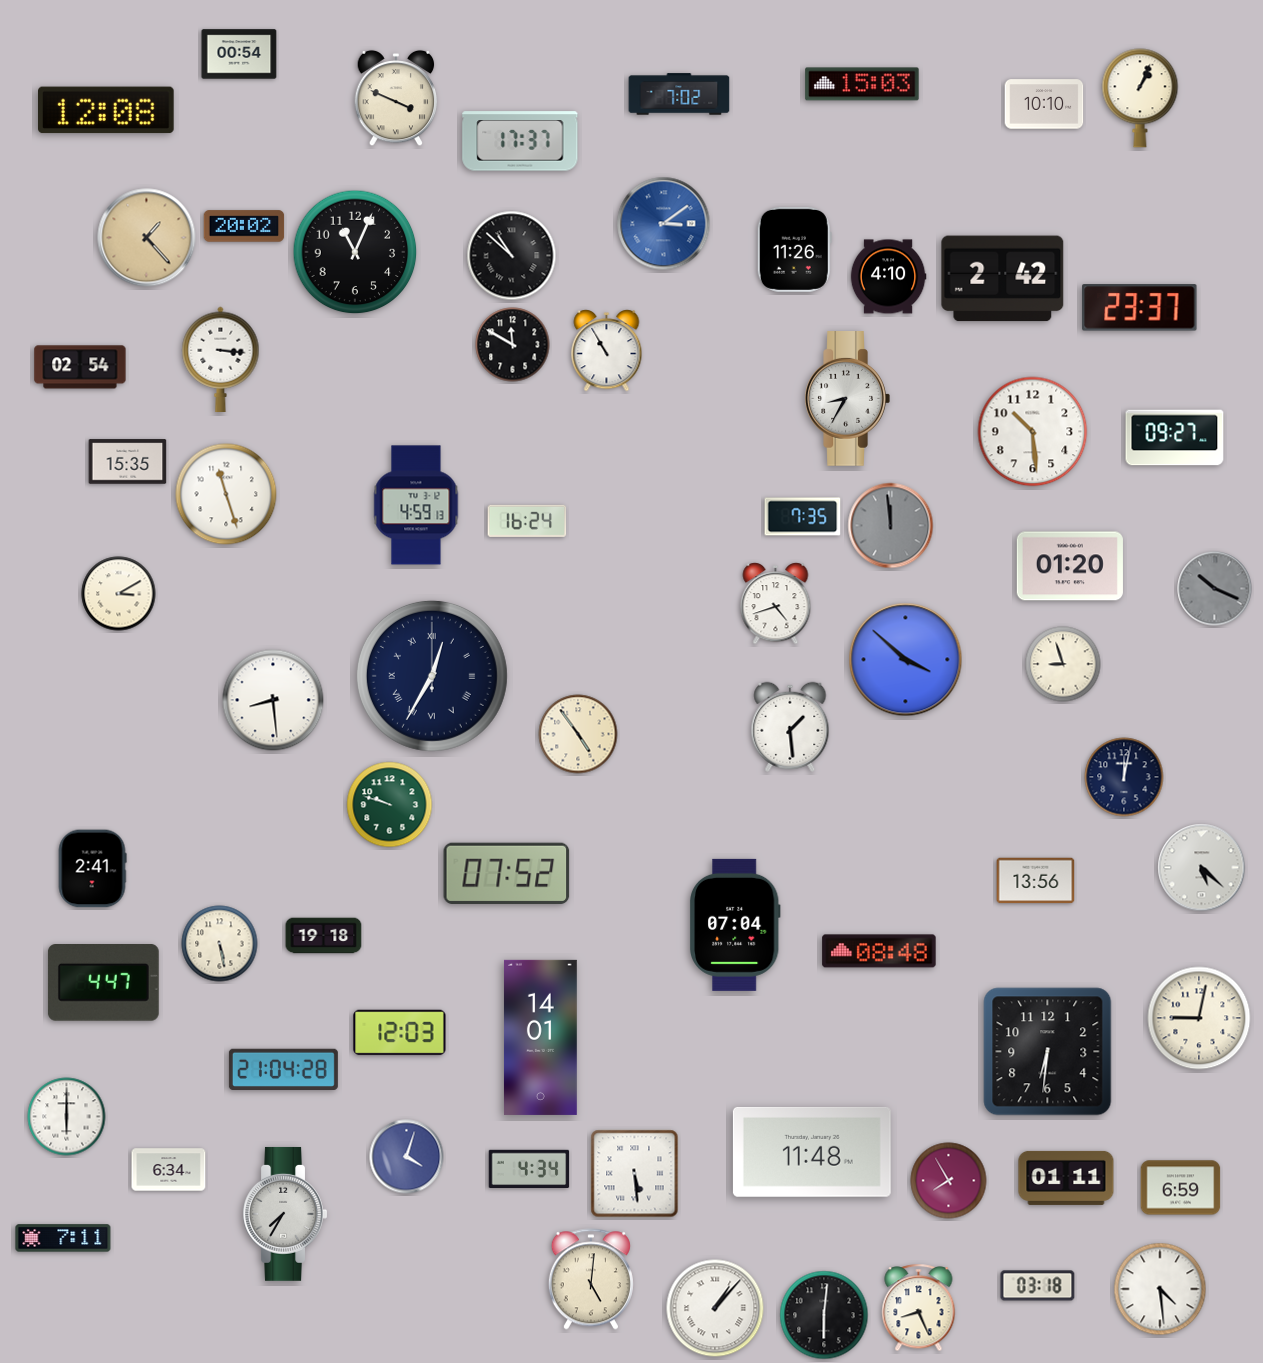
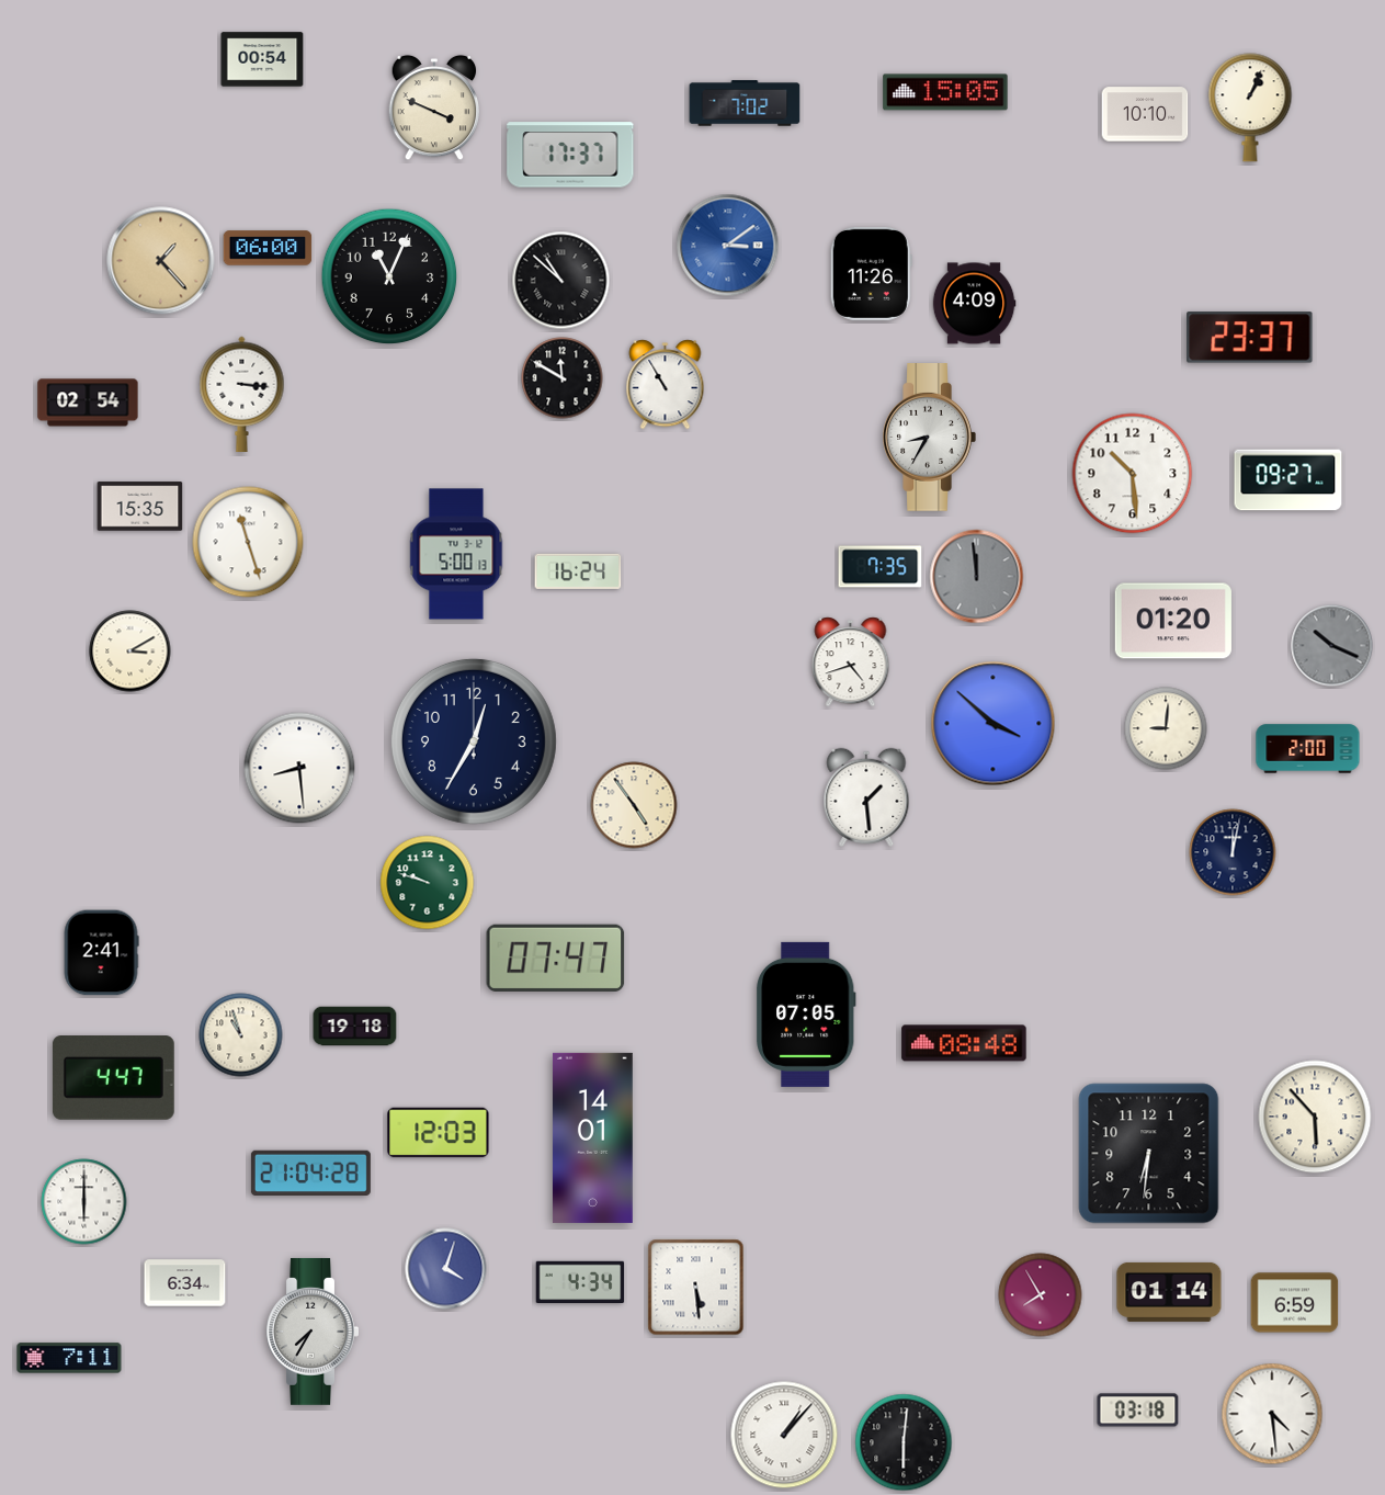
clock at (862, 84): 15:03 -> 15:05
clock at (107, 110): 12:08 -> none
clock at (244, 226): 20:02 -> 06:00
clock at (888, 277): 4:10 -> 4:09
clock at (1003, 279): 2:42 -> none
clock at (416, 505): 4:59 -> 5:00
clock at (1063, 664): 8:57 -> 9:01
clock at (432, 676) numerals: Roman -> Arabic
clock at (1308, 749): none -> 2:00
clock at (1202, 868): 5:22 -> none
clock at (507, 873): 07:52 -> 07:47
clock at (1036, 881): 13:56 -> none
clock at (735, 925): 07:04 -> 07:05
clock at (220, 944): 5:28 -> 10:57
clock at (1199, 1018): 9:02 -> 5:53
clock at (67, 1117) position: (67, 1117) -> (84, 1202)
clock at (812, 1152): 11:48 -> none
clock at (1066, 1178): 01:11 -> 01:14
clock at (591, 1279): 5:01 -> none
clock at (919, 1308): 8:26 -> none
